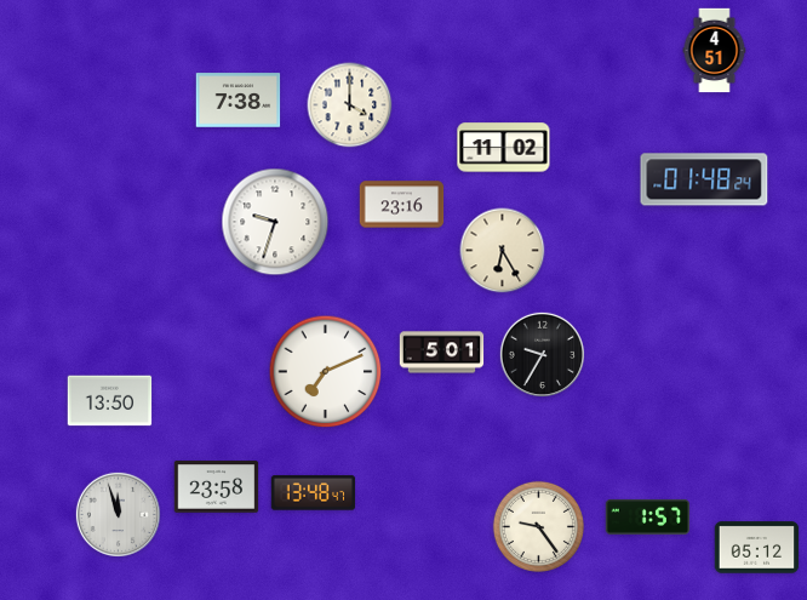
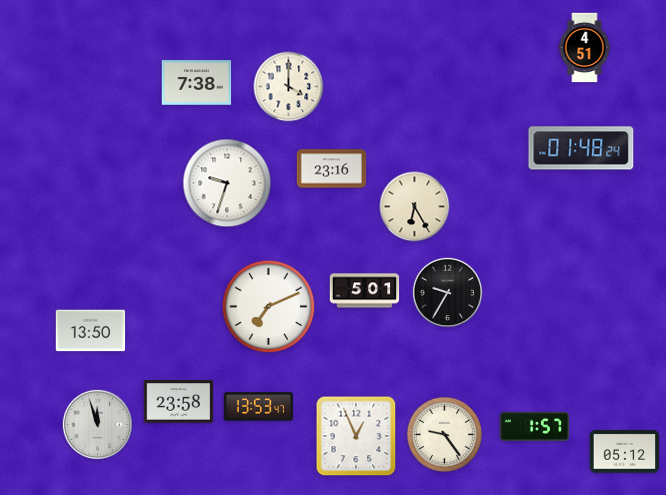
clock at (715, 51) position: (715, 51) -> (585, 48)
clock at (504, 148): 11:02 -> none
clock at (314, 493): 13:48 -> 13:53
clock at (356, 436): none -> 12:56
